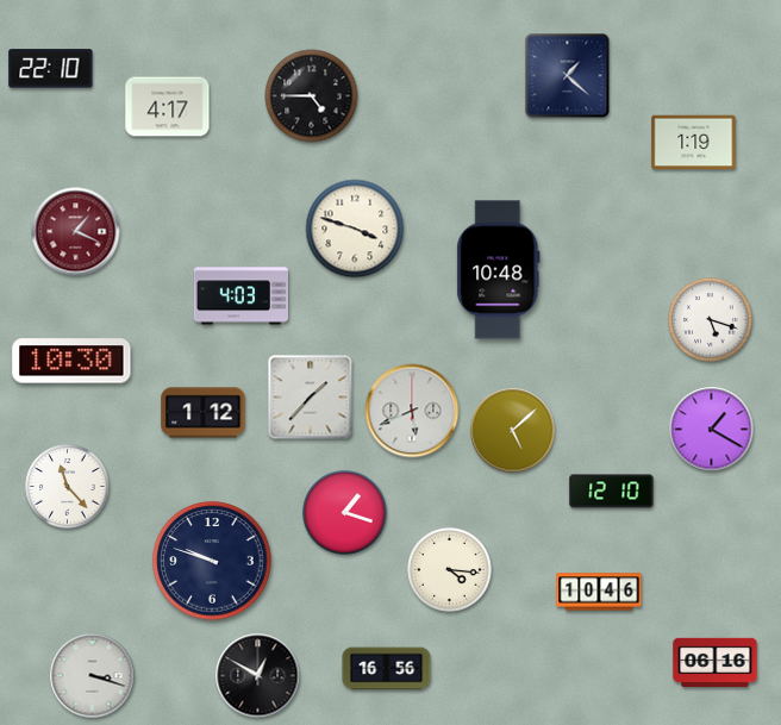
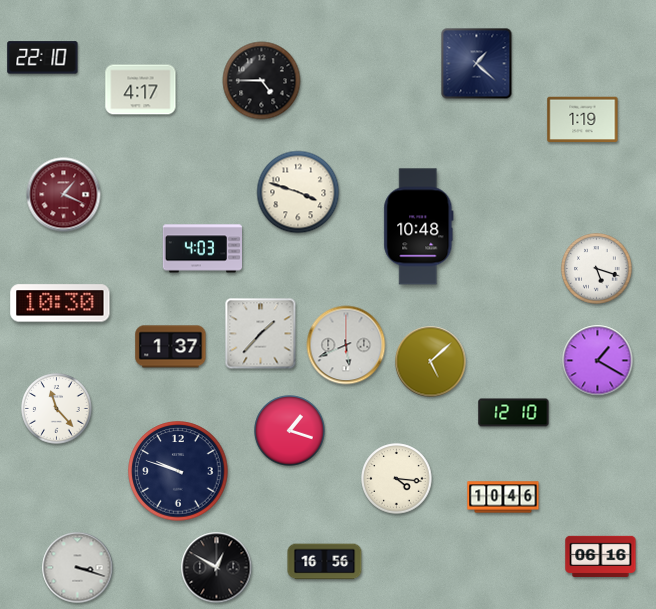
clock at (204, 413): 1:12 -> 1:37
clock at (450, 570) position: (450, 570) -> (397, 479)
